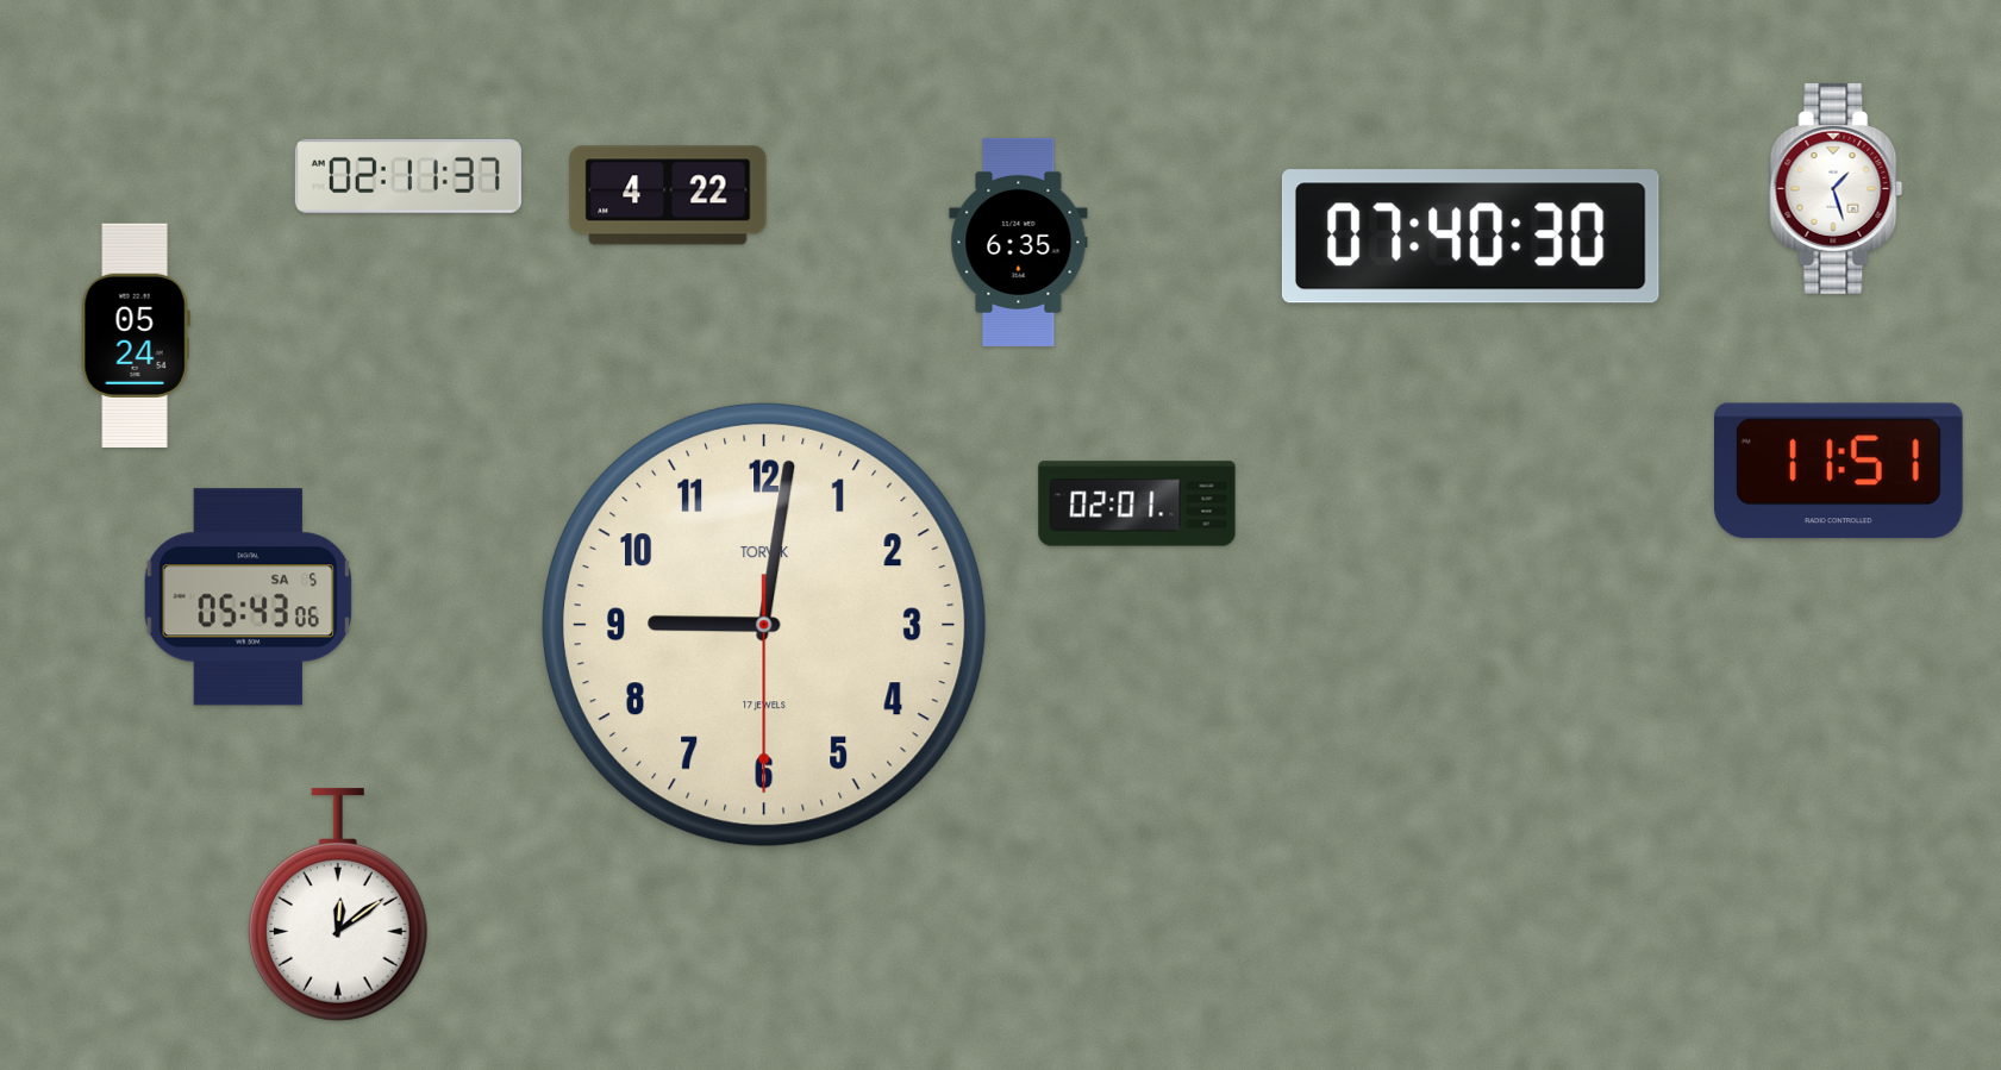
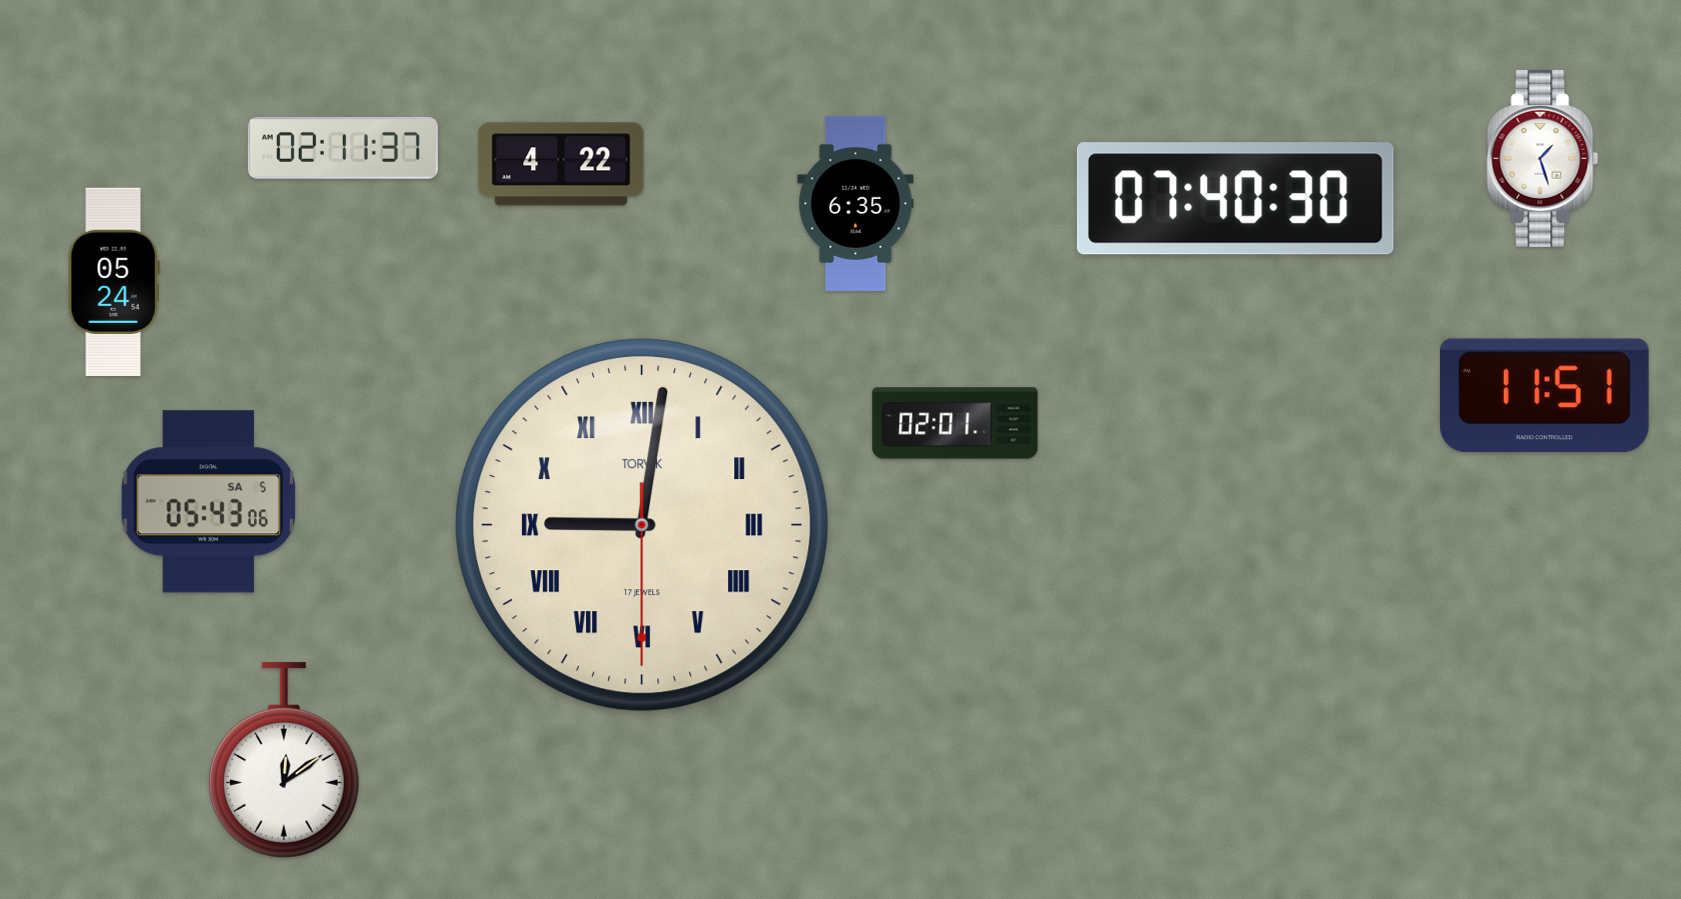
clock at (764, 625) numerals: Arabic -> Roman
